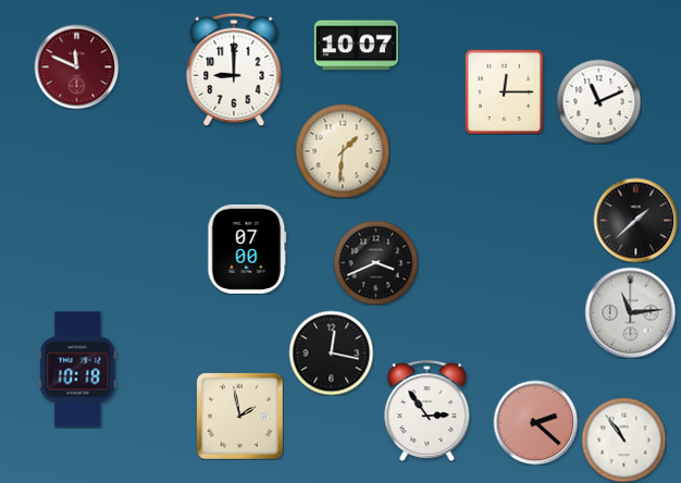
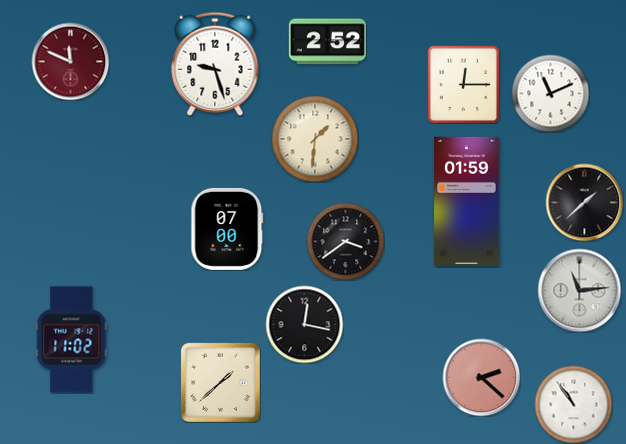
clock at (356, 46): 10:07 -> 2:52
clock at (234, 70): 9:00 -> 9:27
clock at (467, 201): none -> 01:59
clock at (375, 262): 3:41 -> 3:39
clock at (630, 312) position: (630, 312) -> (579, 290)
clock at (78, 370): 10:18 -> 11:02
clock at (428, 410): 2:54 -> none
clock at (239, 416): 1:58 -> 1:38
clock at (535, 422) position: (535, 422) -> (481, 377)
